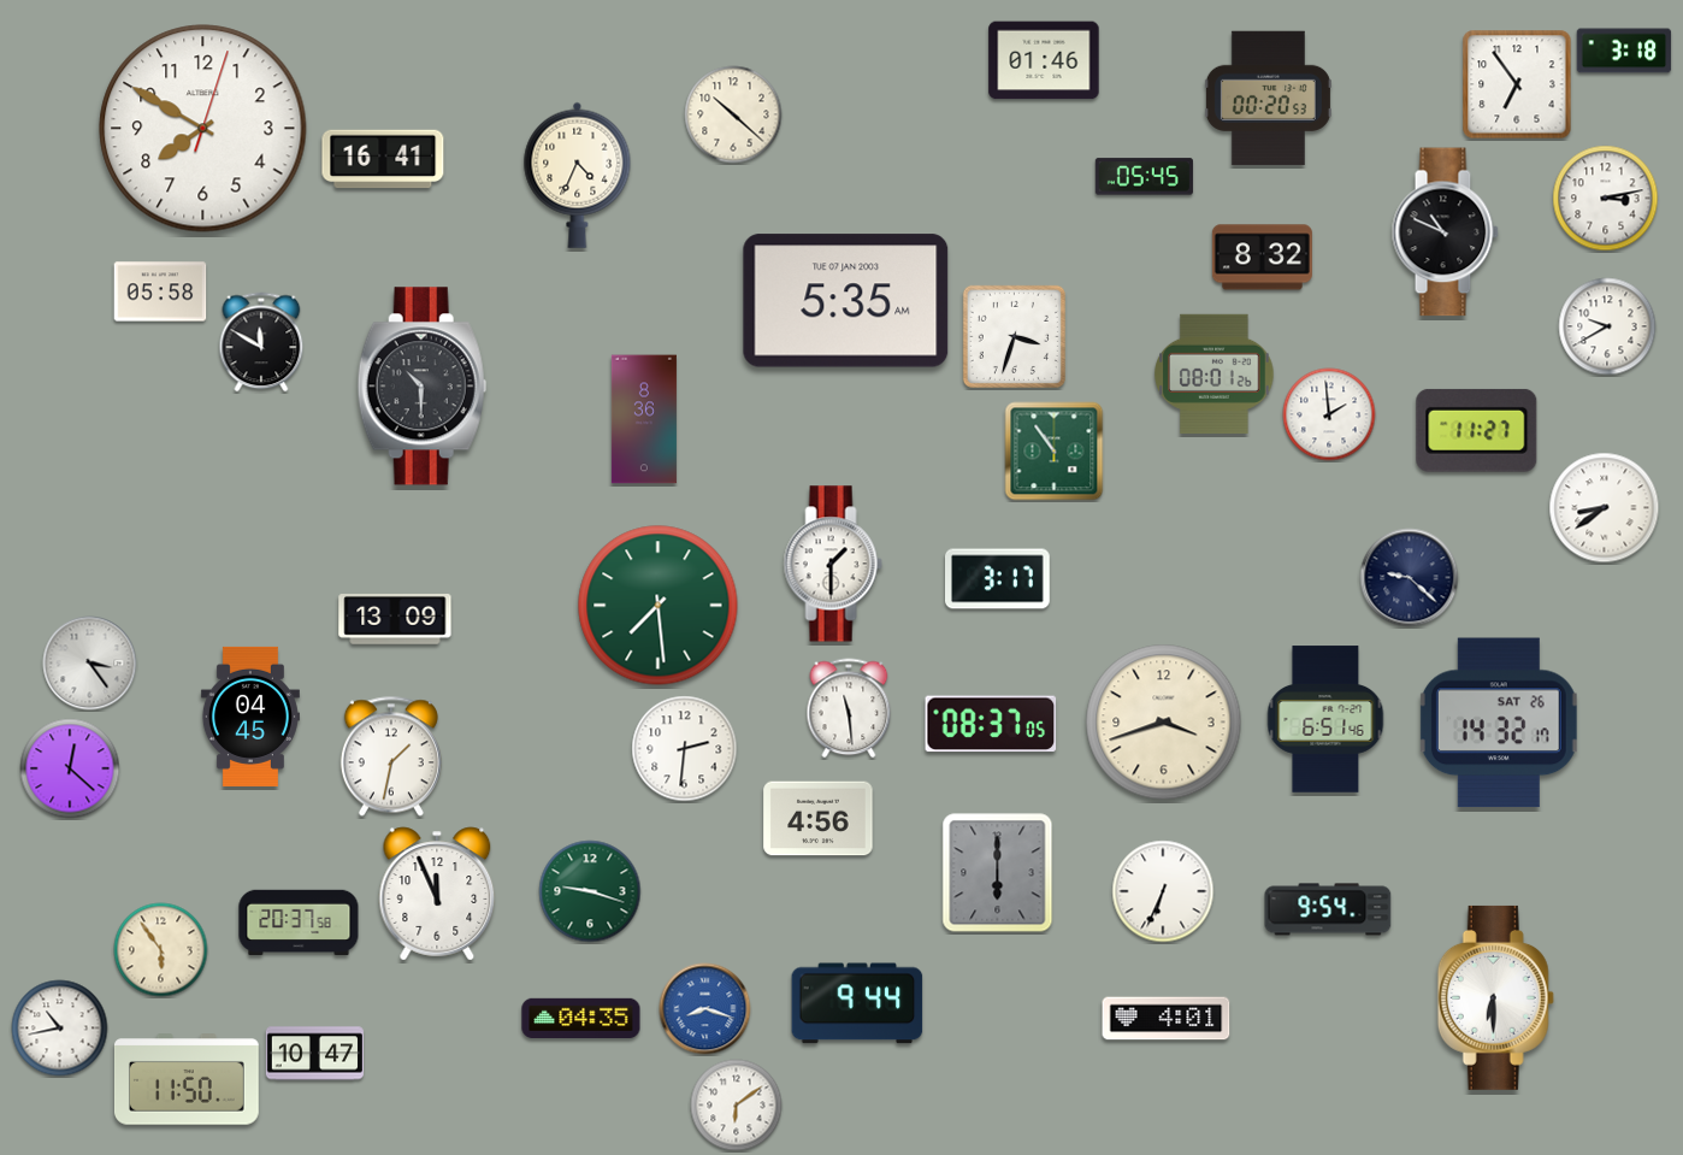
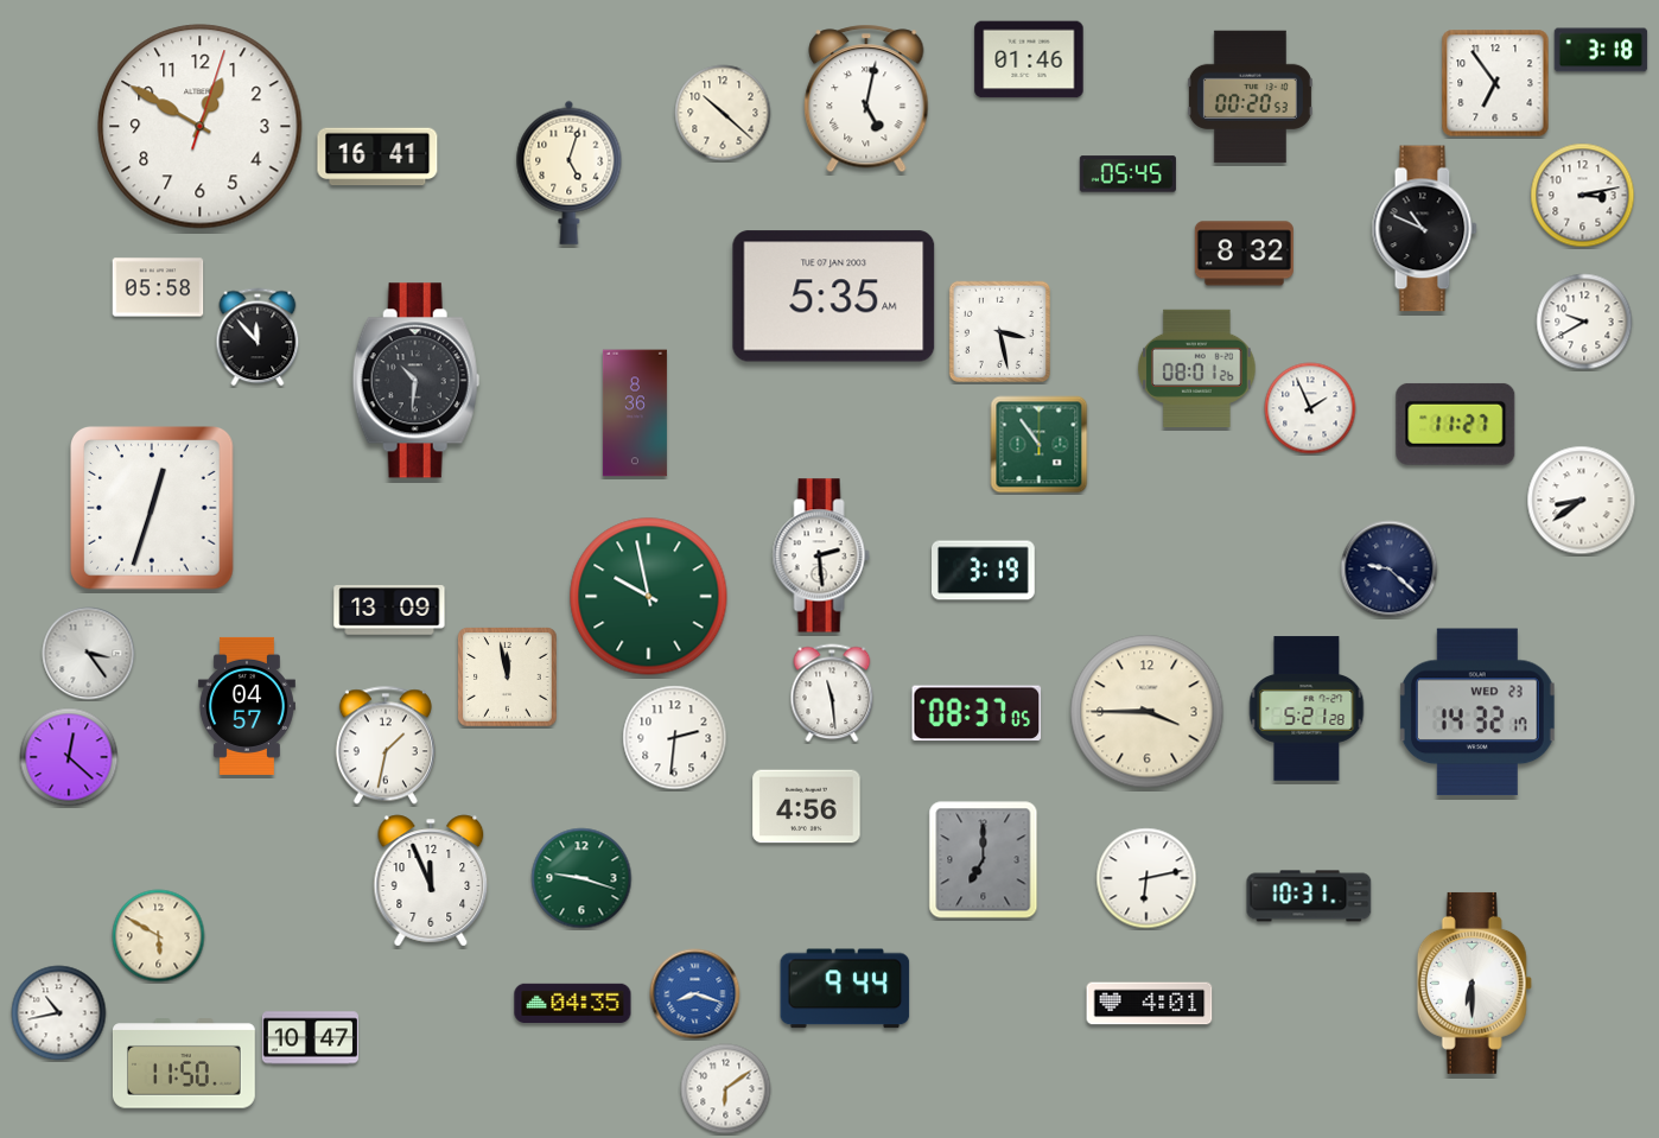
clock at (866, 98): none -> 5:02
clock at (203, 129): 7:50 -> 12:50
clock at (578, 175): 4:34 -> 5:03
clock at (1014, 336): 3:33 -> 3:28
clock at (261, 342): 11:50 -> 11:53
clock at (421, 387): 10:30 -> 10:31
clock at (1329, 414): 1:59 -> 1:56
clock at (153, 509): none -> 12:33
clock at (833, 564): 1:30 -> 2:29
clock at (998, 579): 3:17 -> 3:19
clock at (659, 606): 7:29 -> 9:58
clock at (508, 678): none -> 11:58
clock at (849, 708) position: (849, 708) -> (832, 693)
clock at (250, 717): 04:45 -> 04:57
clock at (1325, 719): 6:51 -> 5:21
clock at (1164, 723): 3:42 -> 3:45
clock at (1499, 723) date: SAT 26 -> WED 23
clock at (998, 873): 6:00 -> 7:00
clock at (1163, 891): 6:34 -> 6:13
clock at (1328, 909): 9:54 -> 10:31
clock at (299, 923): 20:37 -> none
clock at (161, 950): 5:54 -> 5:50
